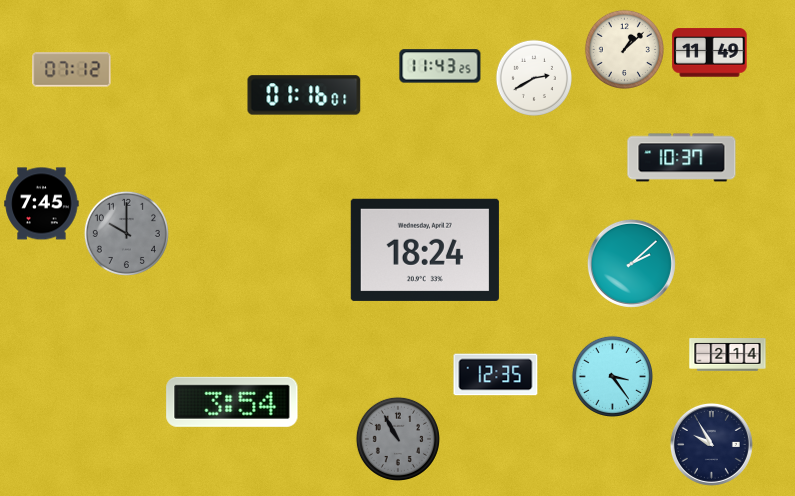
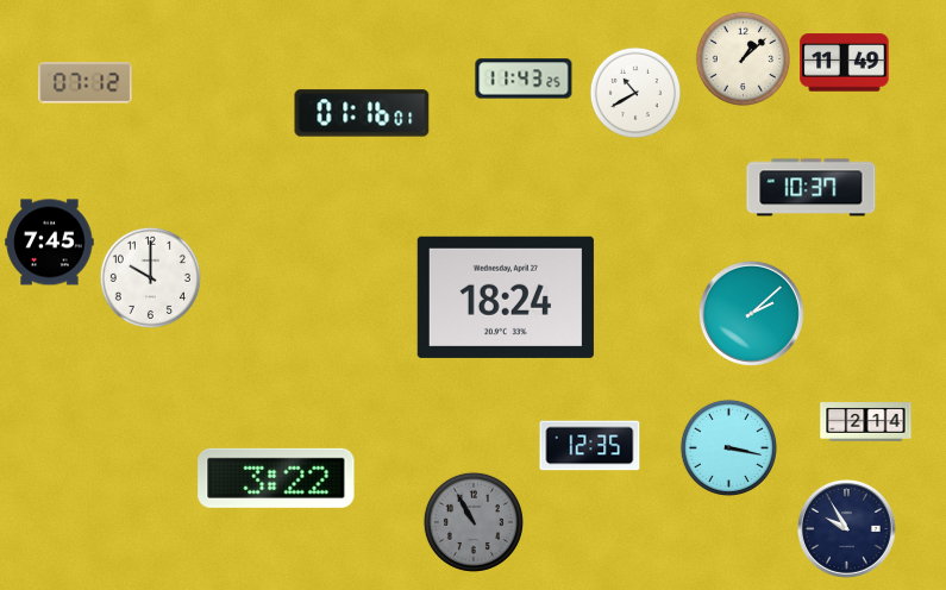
clock at (533, 77): 2:40 -> 10:40
clock at (126, 233) dial: grey -> white
clock at (612, 376): 3:24 -> 3:17
clock at (232, 402): 3:54 -> 3:22
